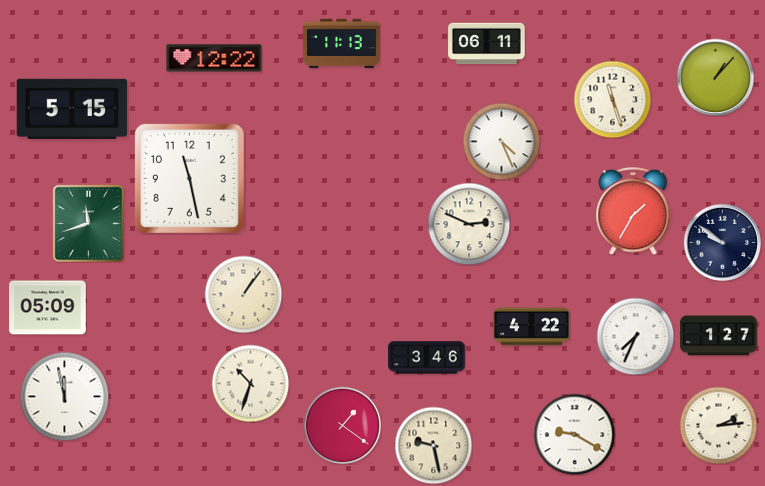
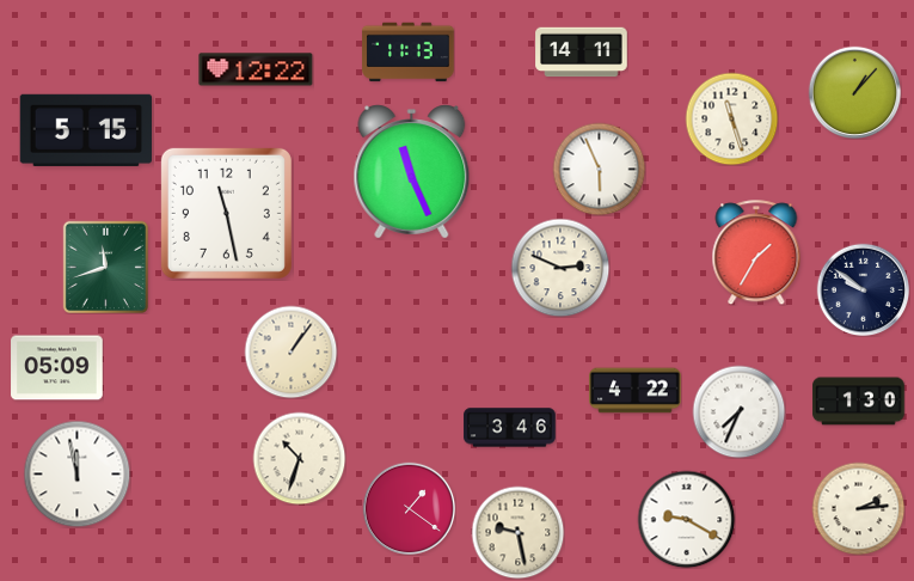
clock at (487, 44): 06:11 -> 14:11
clock at (501, 141): 4:26 -> 5:56
clock at (412, 172): none -> 11:26
clock at (635, 336) position: (635, 336) -> (738, 411)
clock at (719, 336): 1:27 -> 1:30
